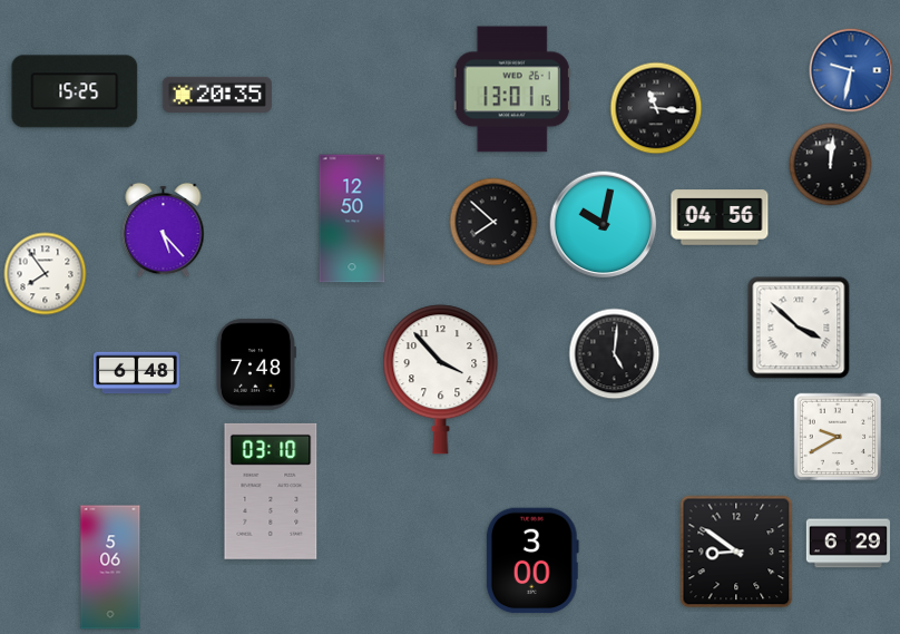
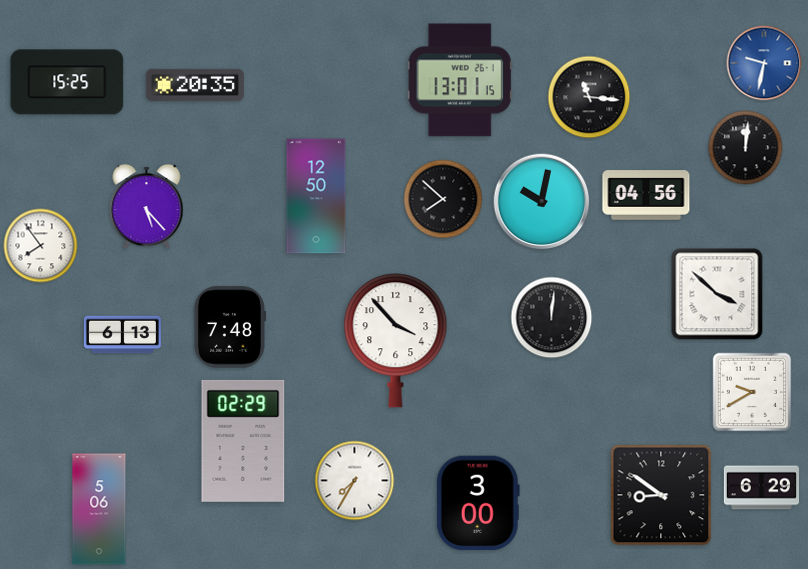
clock at (615, 354): 5:01 -> 12:01
clock at (136, 373): 6:48 -> 6:13
clock at (271, 491): 03:10 -> 02:29
clock at (355, 481): none -> 7:35
